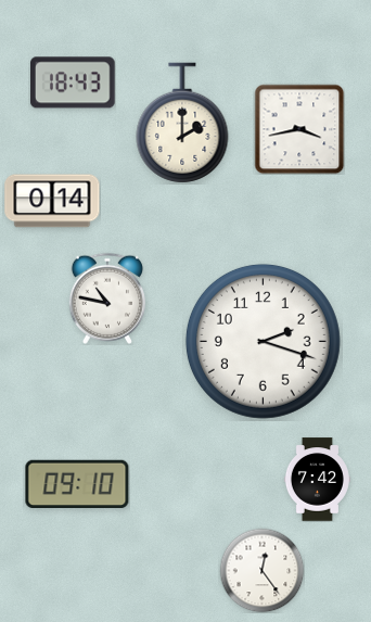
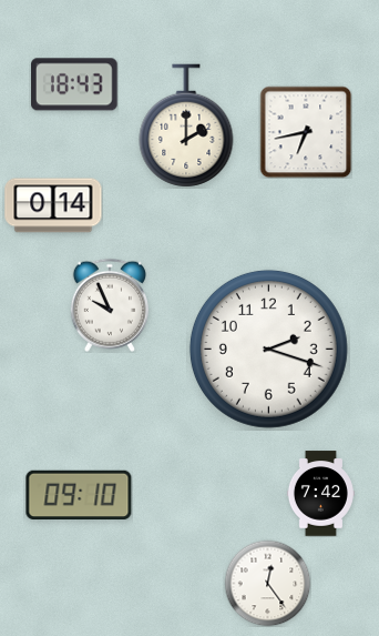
clock at (299, 129): 3:43 -> 6:43
clock at (106, 299): 10:47 -> 9:56
clock at (317, 480) position: (317, 480) -> (320, 494)
